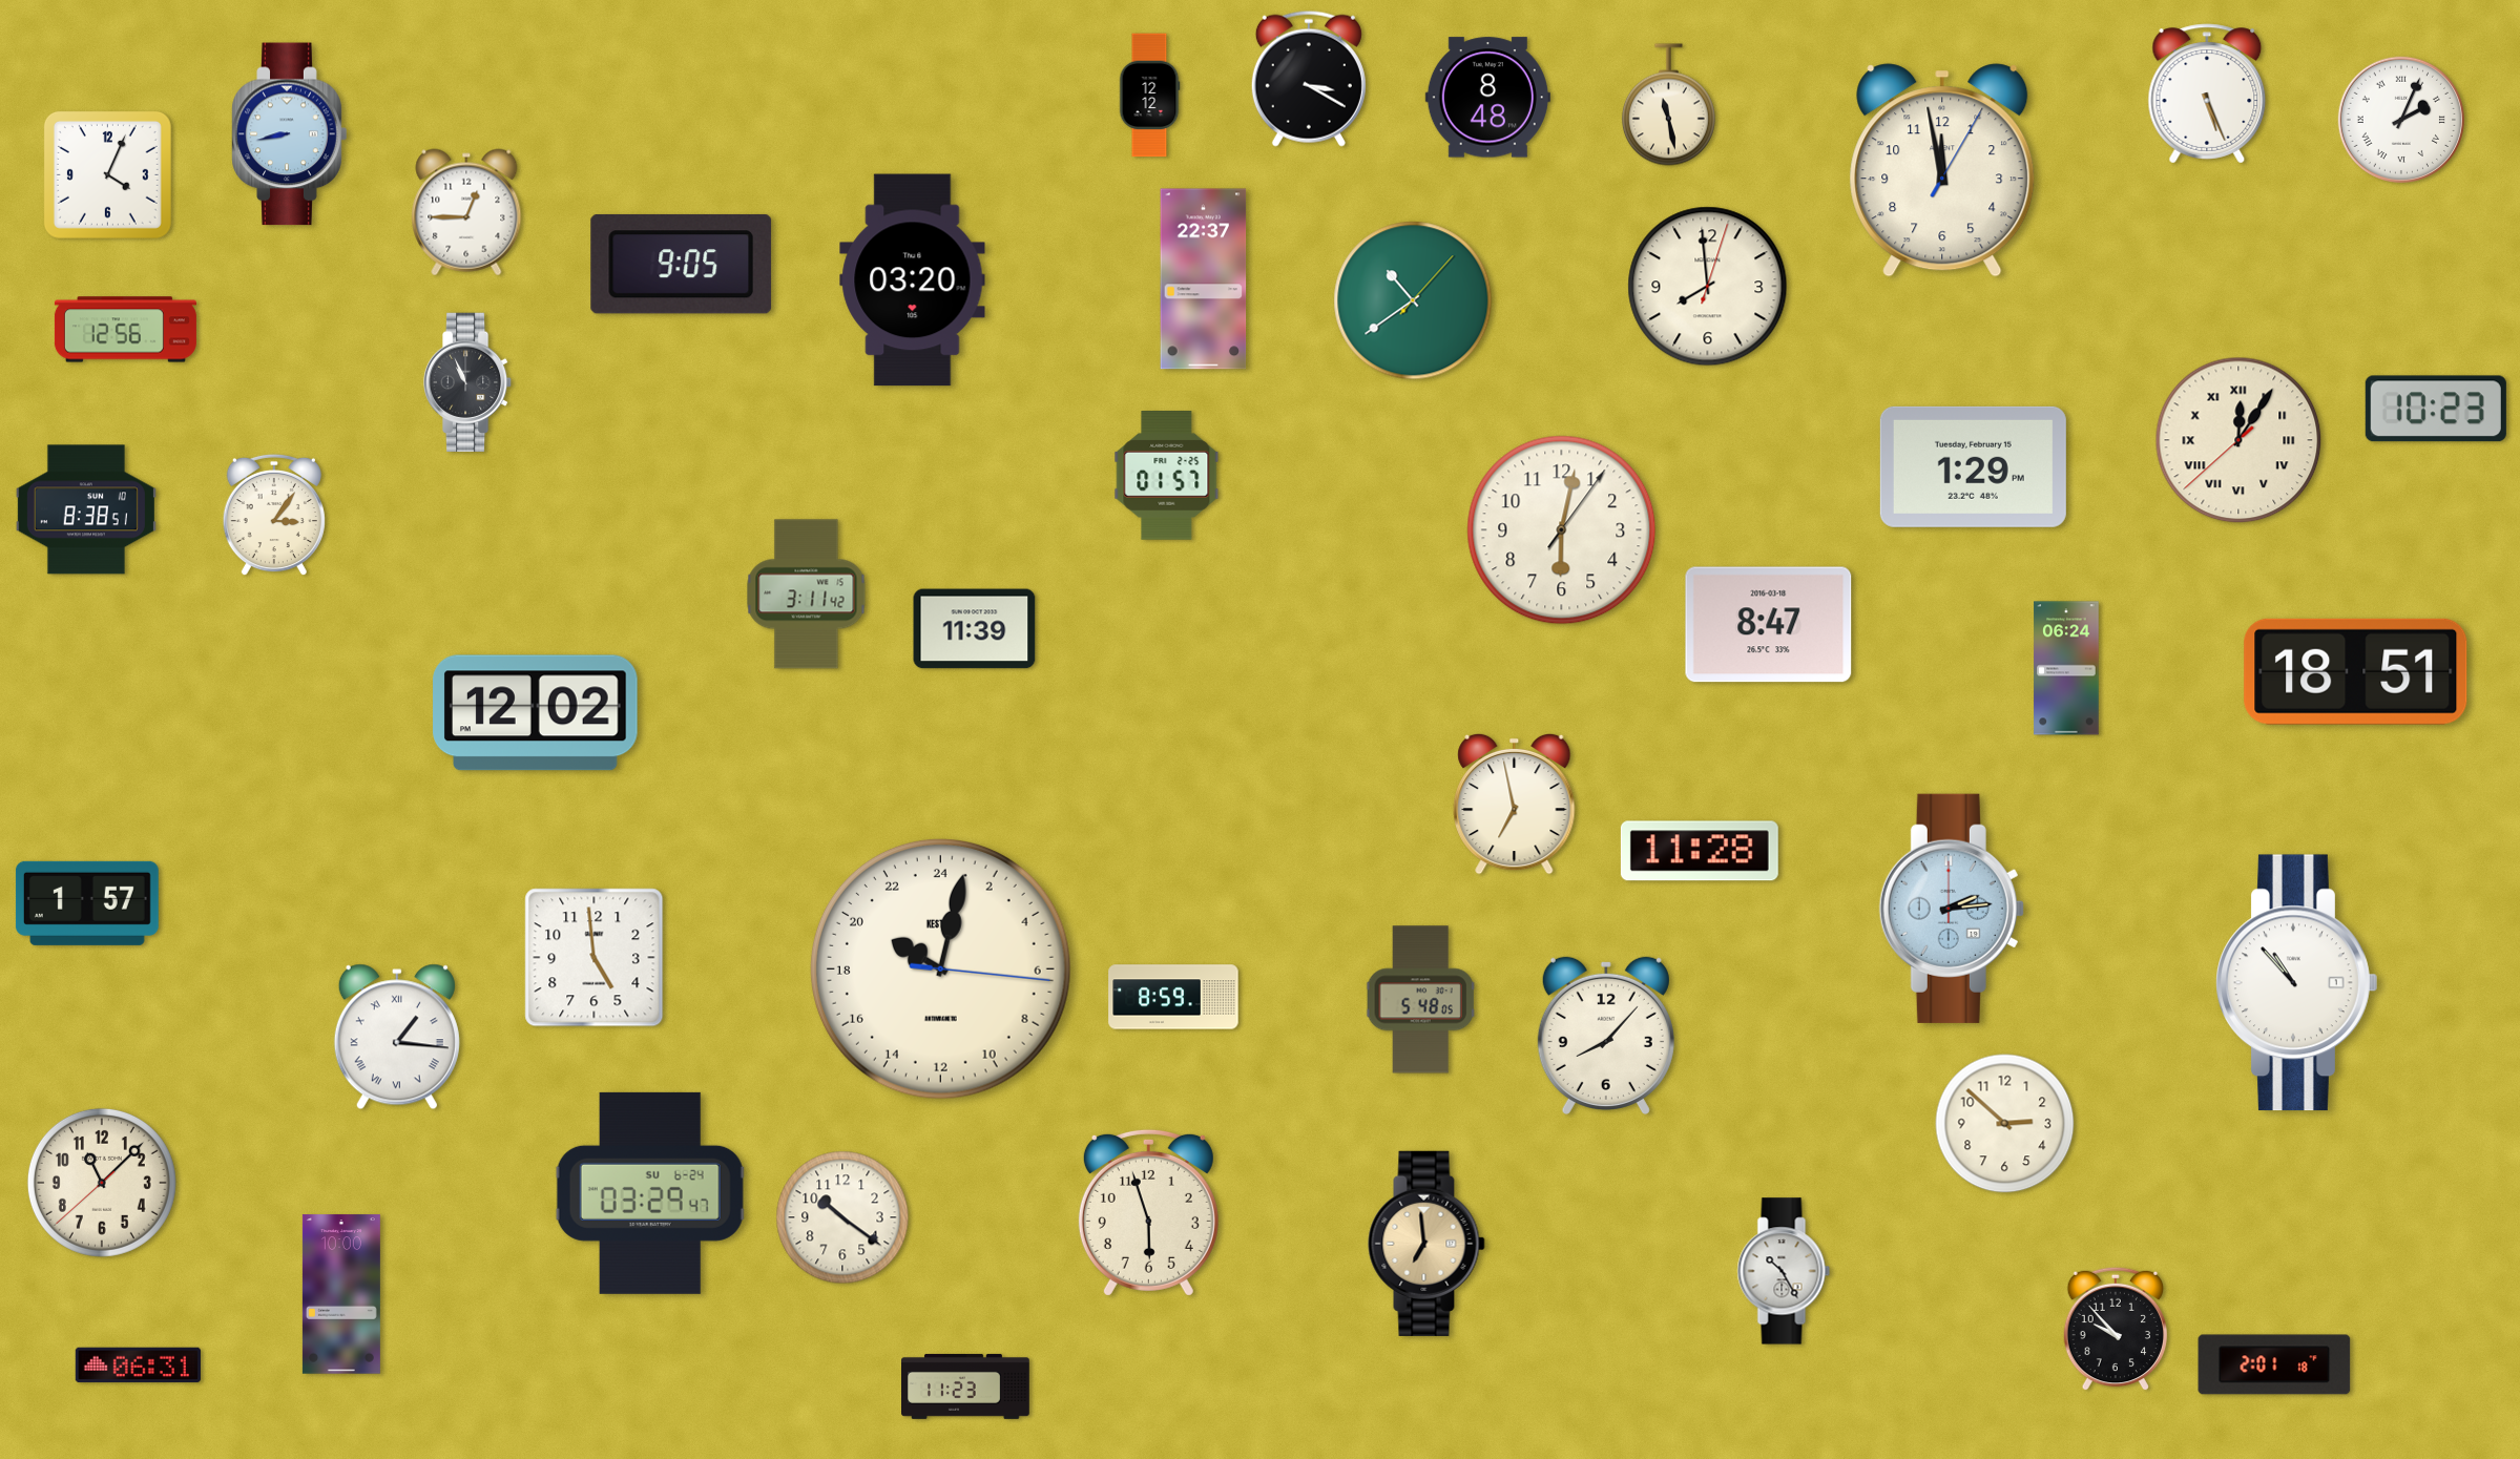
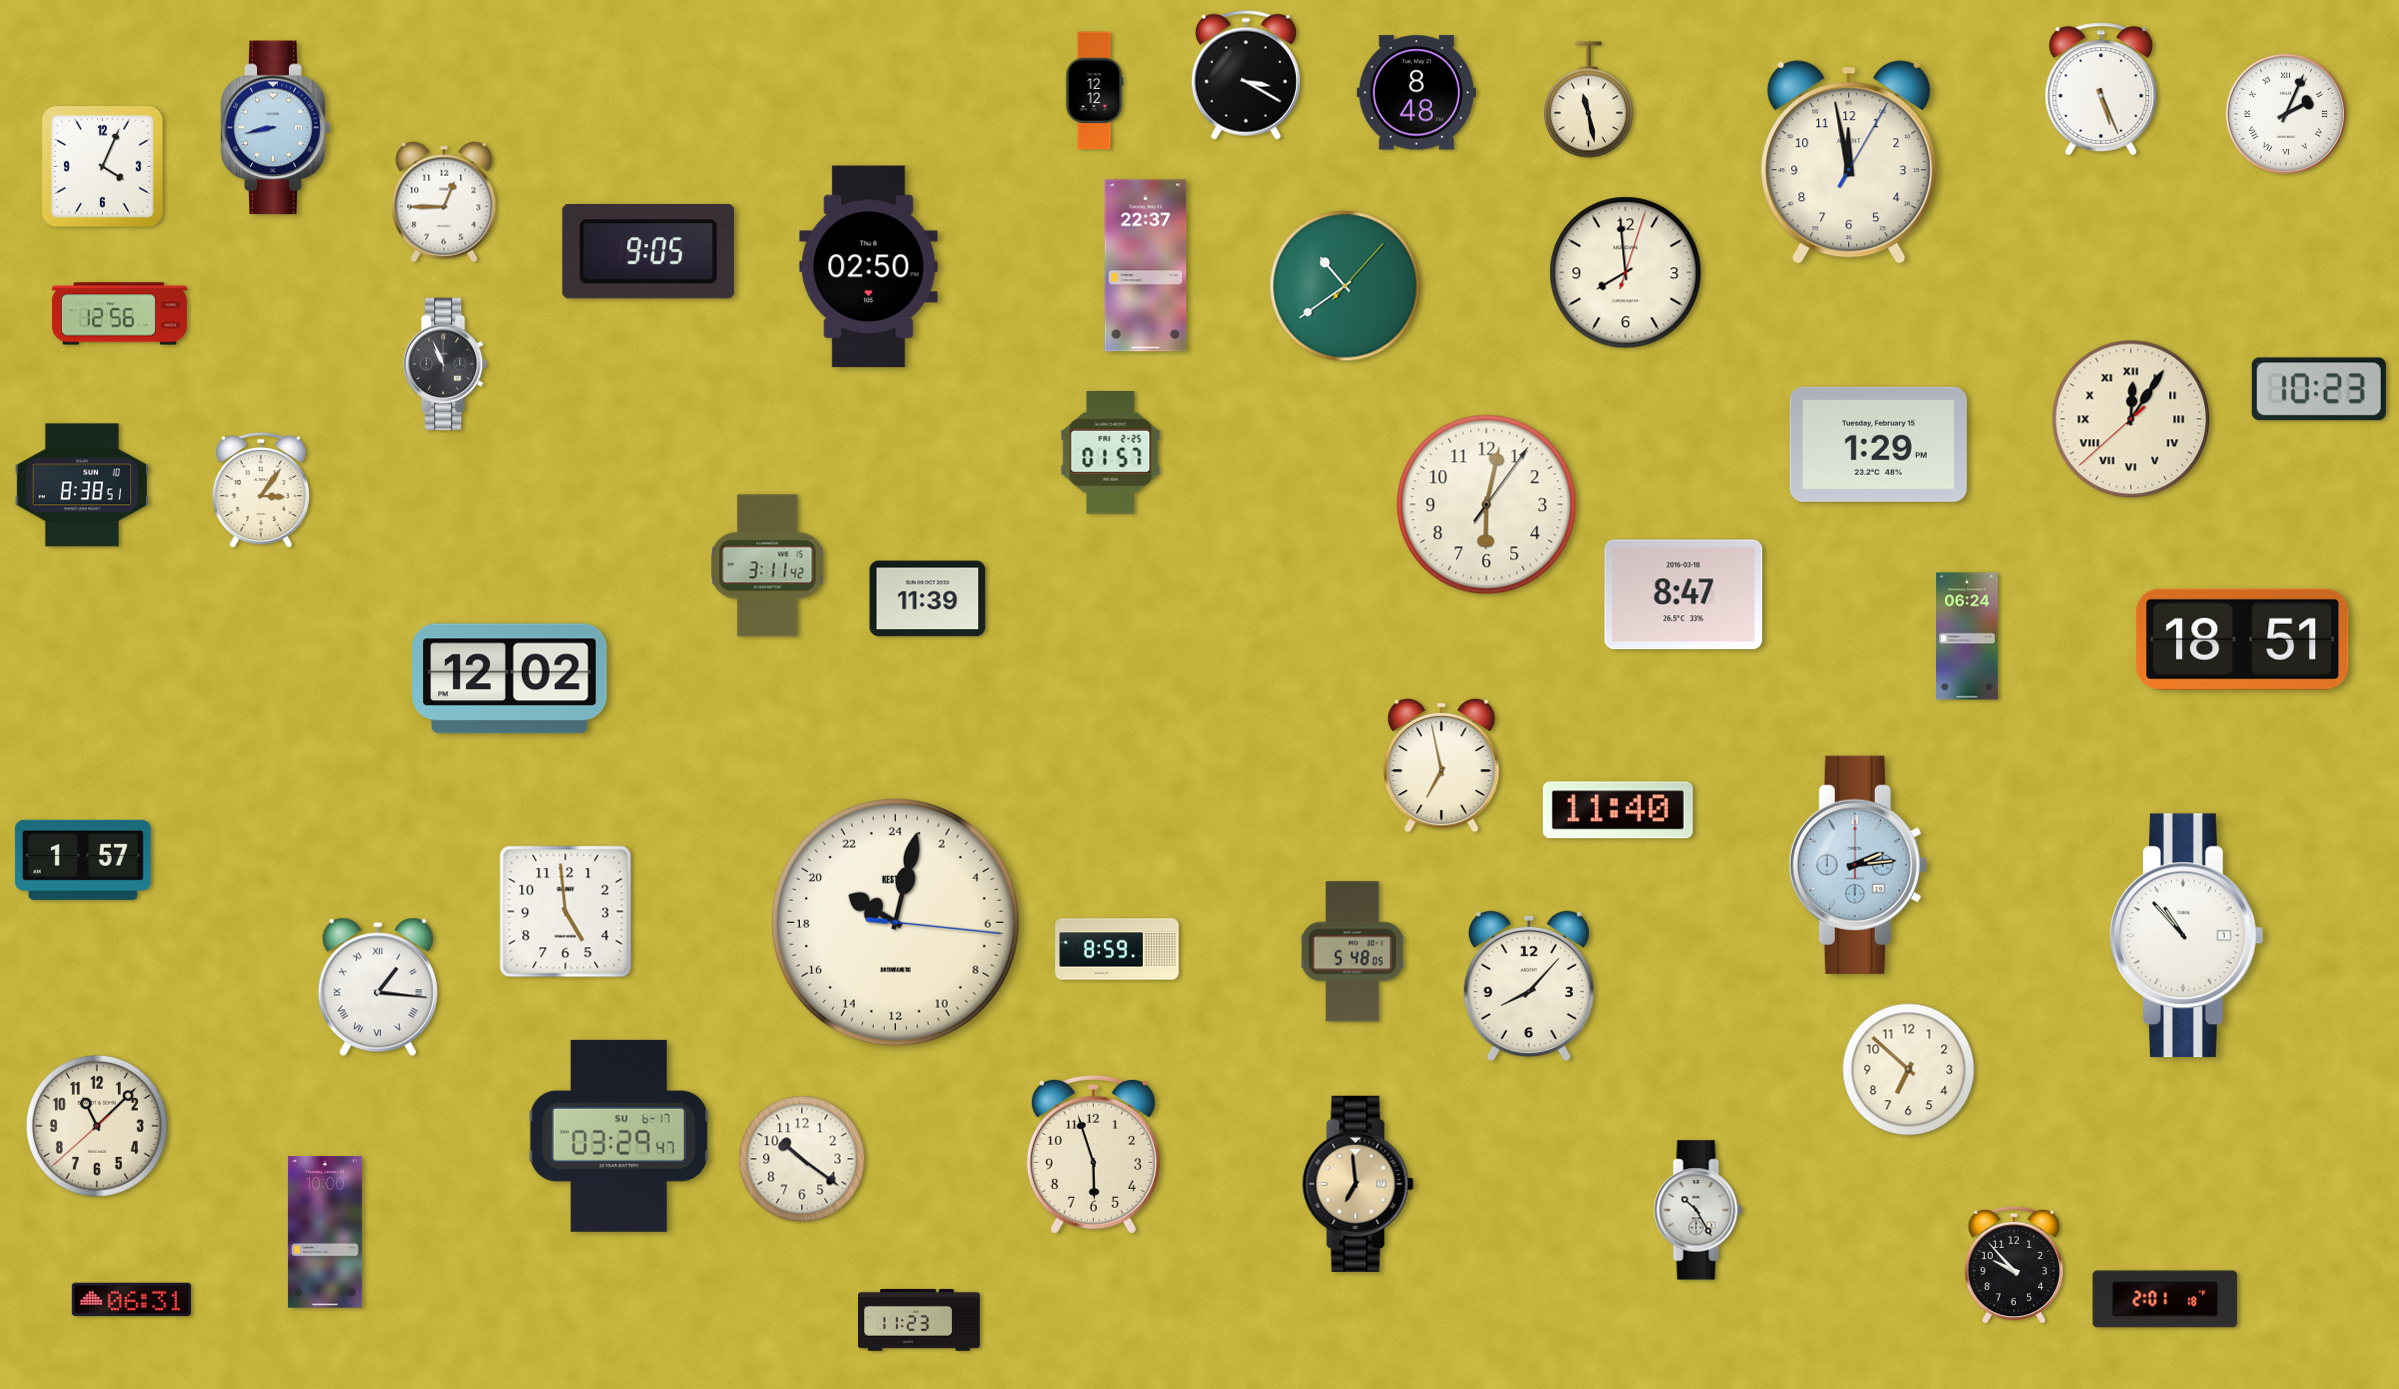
clock at (913, 280): 03:20 -> 02:50
clock at (1700, 851): 11:28 -> 11:40
clock at (2005, 1124): 2:52 -> 6:52
clock at (650, 1193) date: SU 6-24 -> SU 6-17
